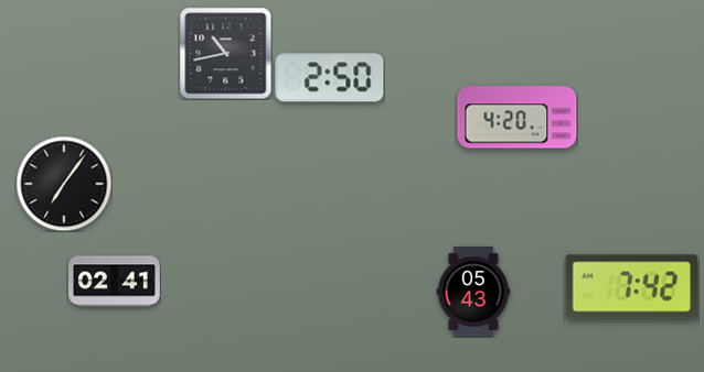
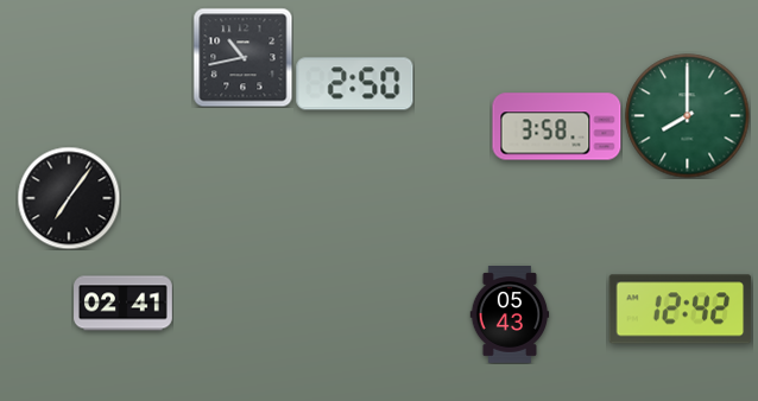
clock at (688, 116): none -> 8:00
clock at (518, 118): 4:20 -> 3:58
clock at (632, 287): 7:42 -> 12:42
